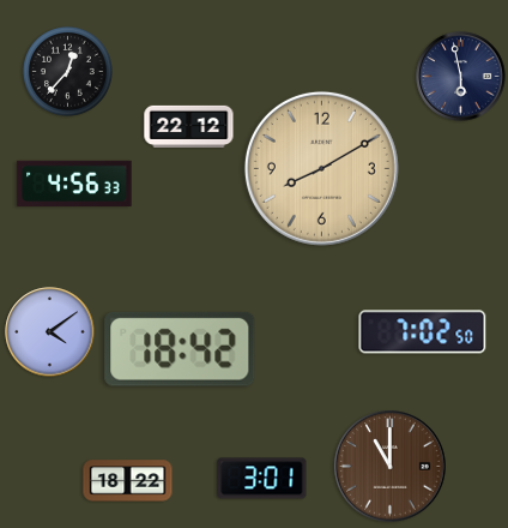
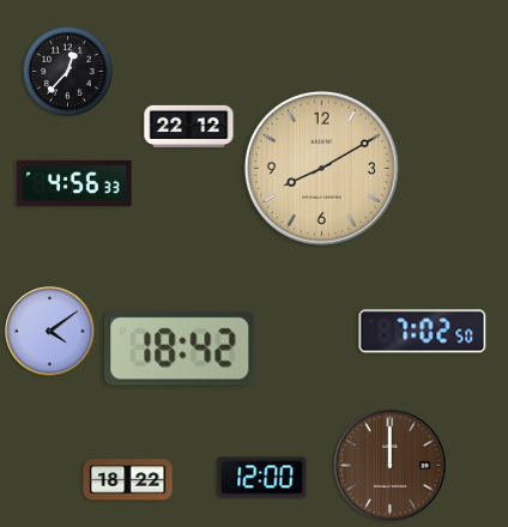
clock at (461, 77): 5:58 -> none
clock at (391, 467): 11:00 -> 12:00
clock at (262, 479): 3:01 -> 12:00
